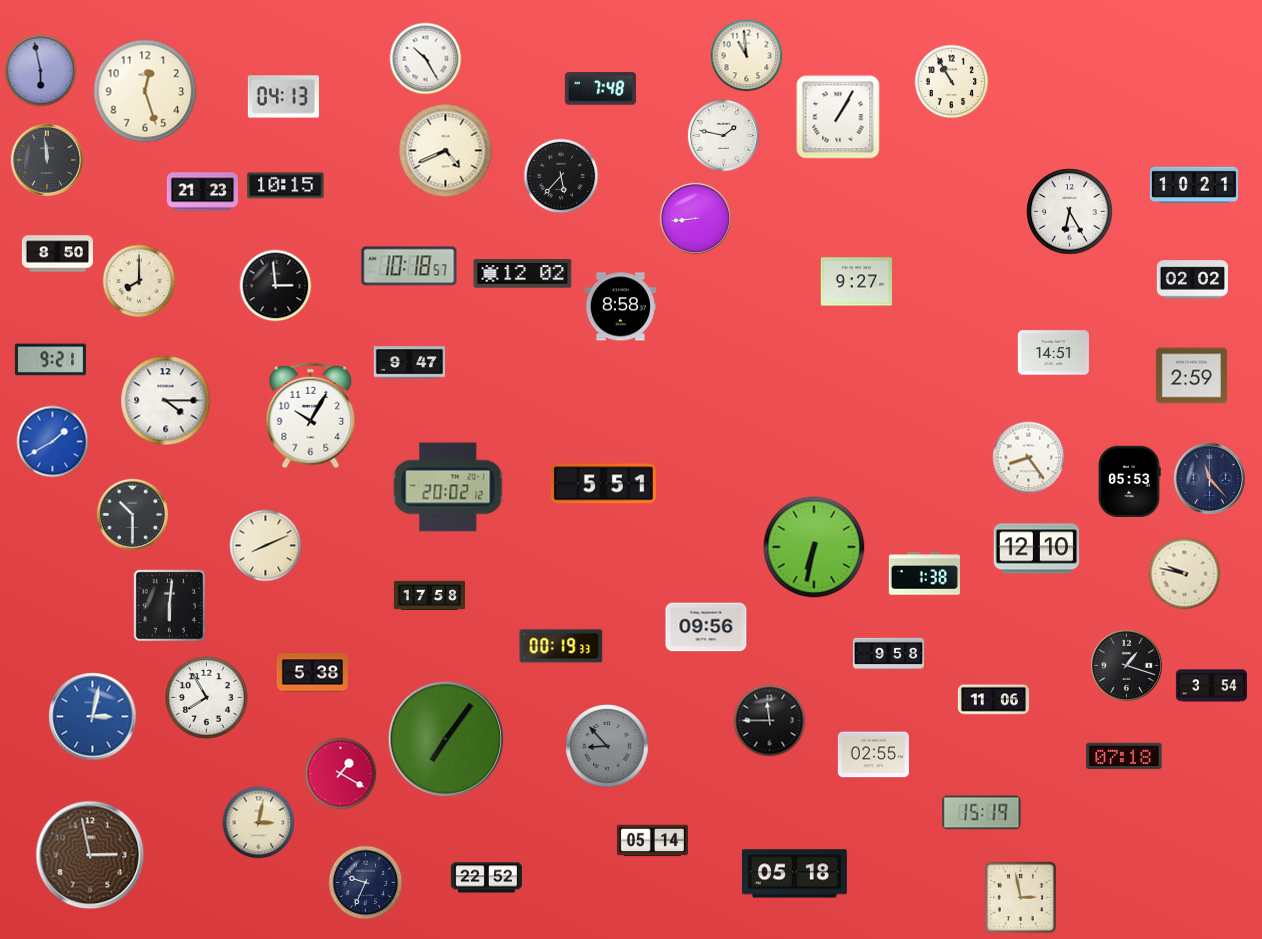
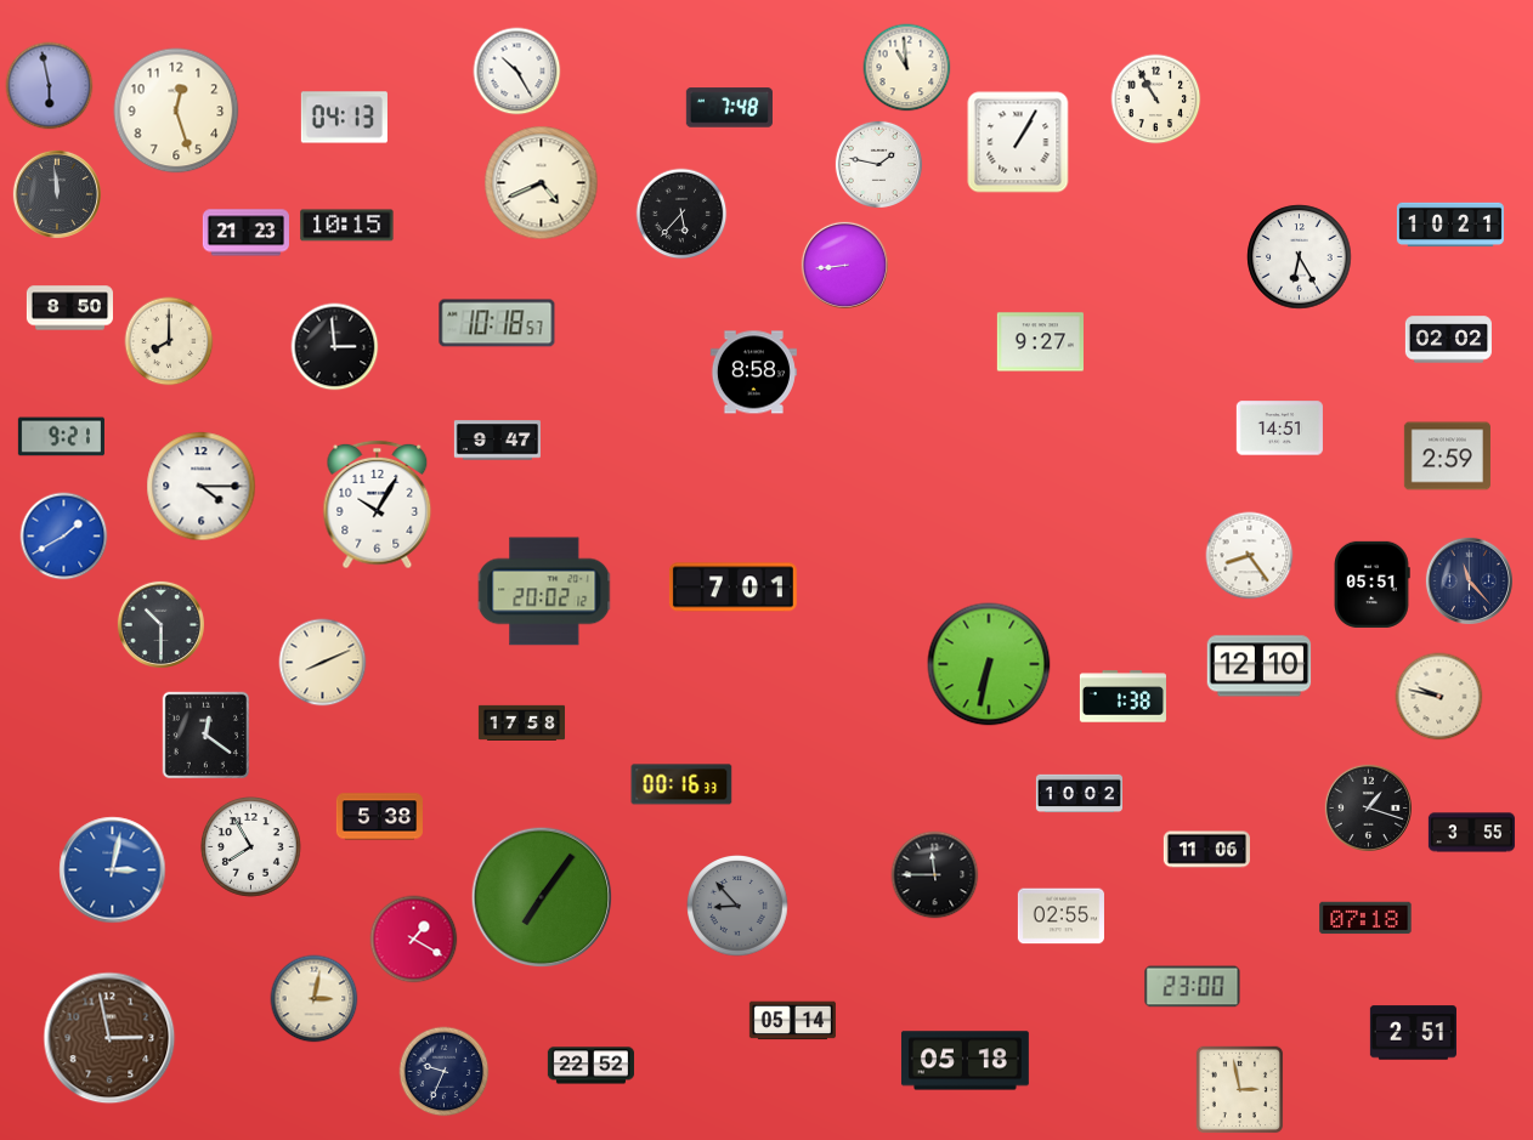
clock at (523, 274): 12:02 -> none
clock at (1129, 481): 05:53 -> 05:51
clock at (603, 484): 5:51 -> 7:01
clock at (170, 606): 6:01 -> 12:21
clock at (706, 627): 09:56 -> none
clock at (561, 646): 00:19 -> 00:16
clock at (888, 654): 9:58 -> 10:02
clock at (1211, 686): 3:54 -> 3:55
clock at (982, 813): 15:19 -> 23:00
clock at (1413, 1033): none -> 2:51
